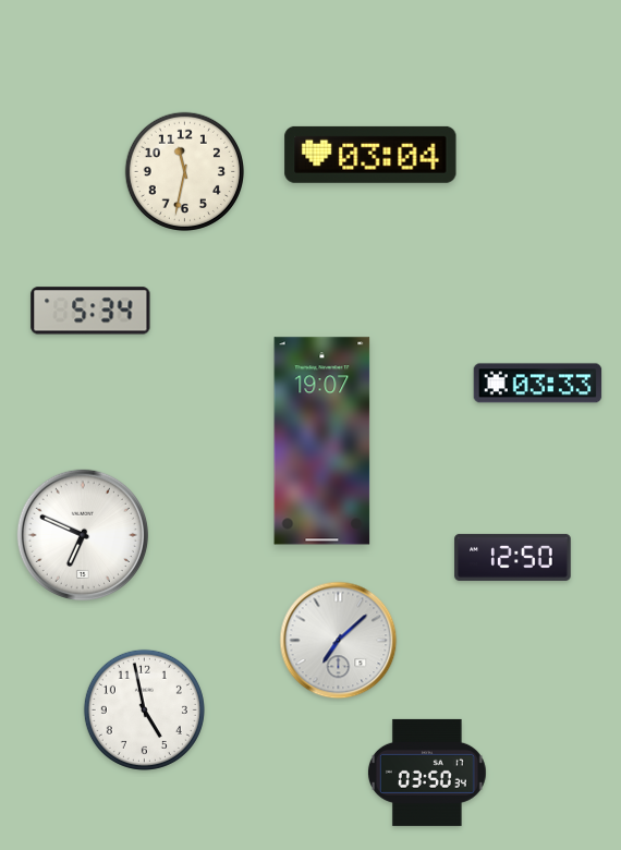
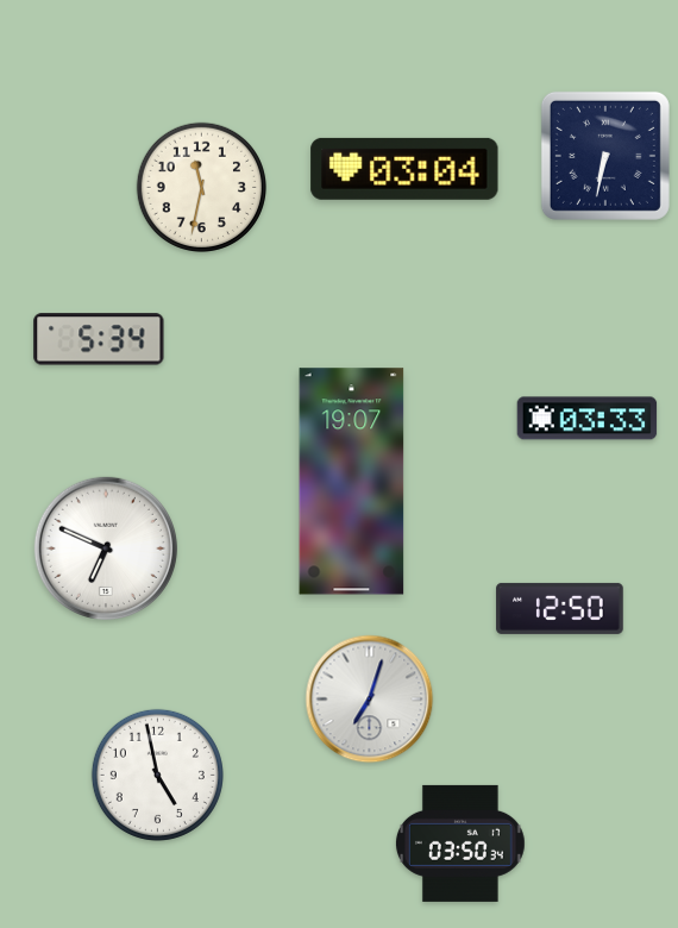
clock at (605, 156): none -> 6:32
clock at (83, 535) position: (83, 535) -> (106, 548)
clock at (339, 641): 7:08 -> 7:03
clock at (427, 773) position: (427, 773) -> (460, 844)
